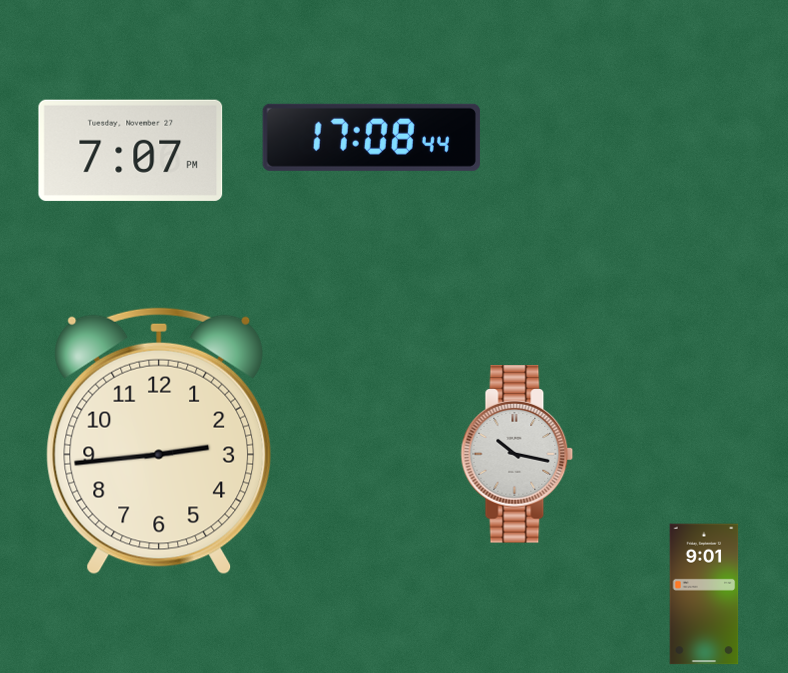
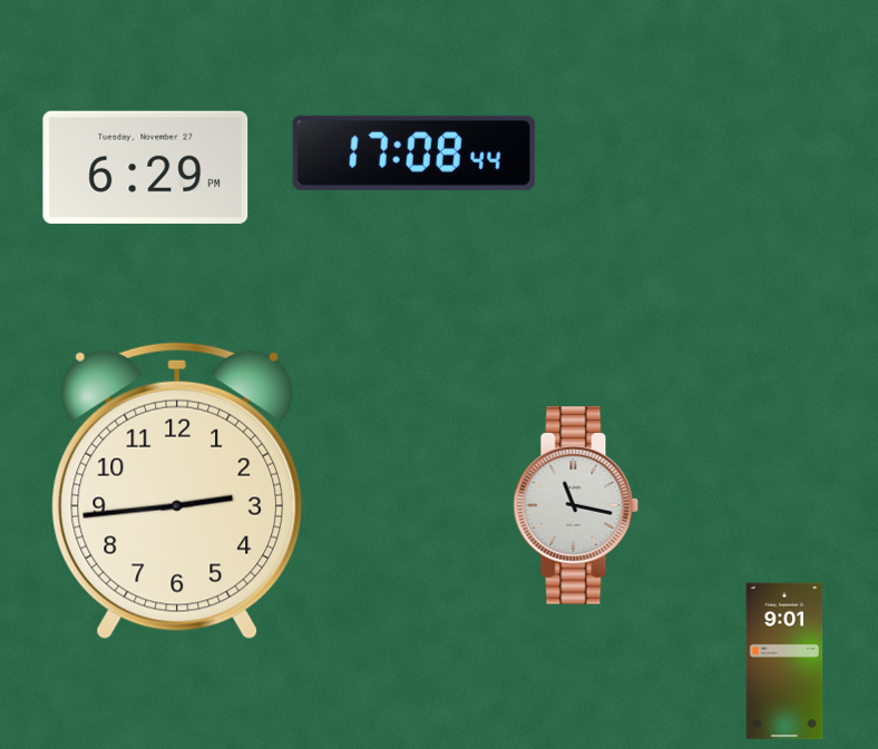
clock at (131, 150): 7:07 -> 6:29
clock at (517, 454): 10:17 -> 11:17
